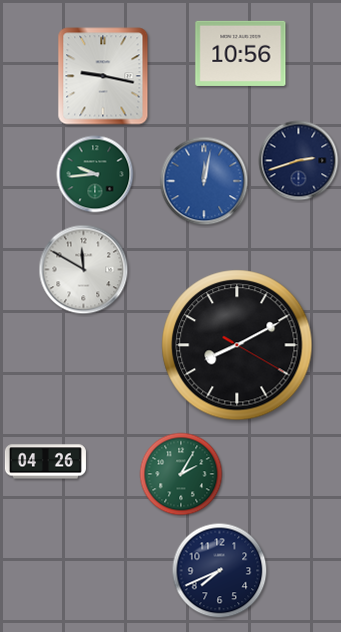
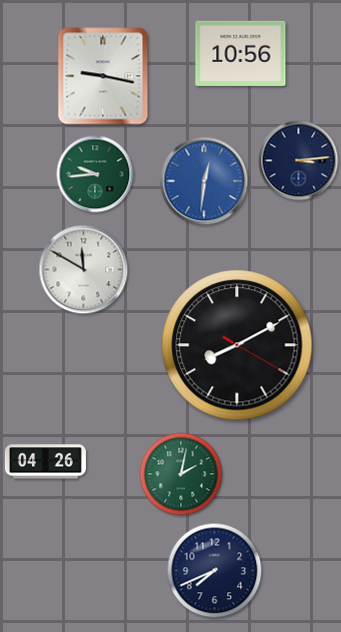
clock at (299, 161): 2:42 -> 3:14
clock at (204, 181): 12:02 -> 12:31
clock at (181, 474): 2:05 -> 2:02
clock at (220, 571) position: (220, 571) -> (215, 571)
